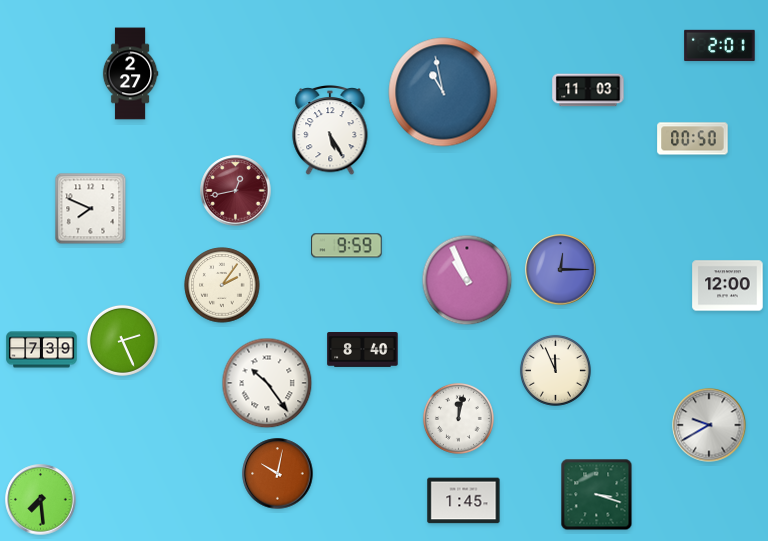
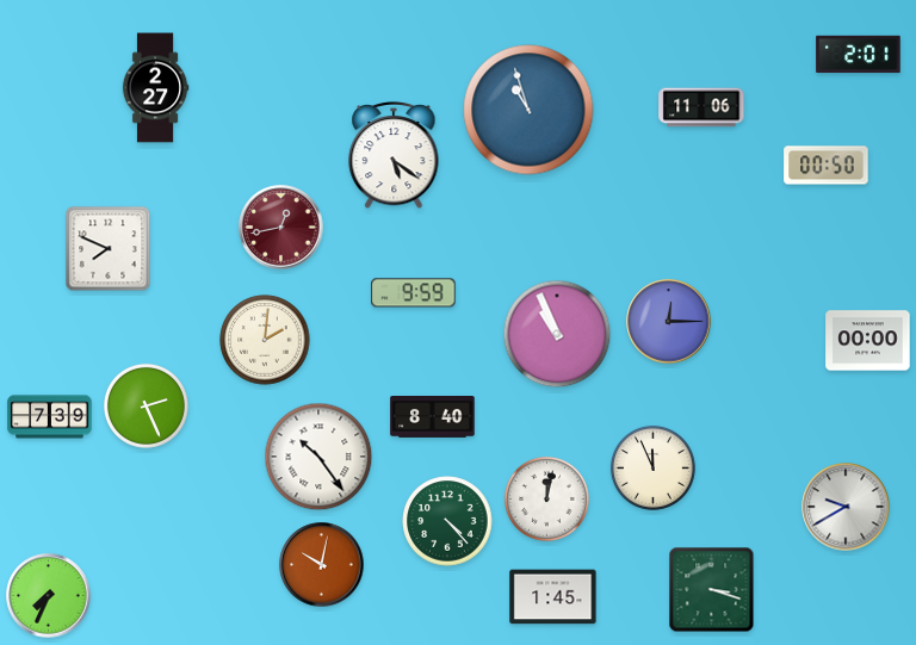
clock at (588, 90): 11:03 -> 11:06
clock at (443, 92): 10:58 -> 10:57
clock at (330, 130): 5:25 -> 5:21
clock at (222, 285): 2:06 -> 2:01
clock at (728, 286): 12:00 -> 00:00
clock at (555, 370) position: (555, 370) -> (652, 467)
clock at (447, 521): none -> 4:23
clock at (278, 474) position: (278, 474) -> (322, 565)
clock at (41, 500): 7:29 -> 7:34
